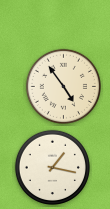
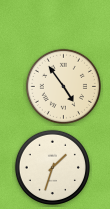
clock at (52, 167): 1:17 -> 1:33
